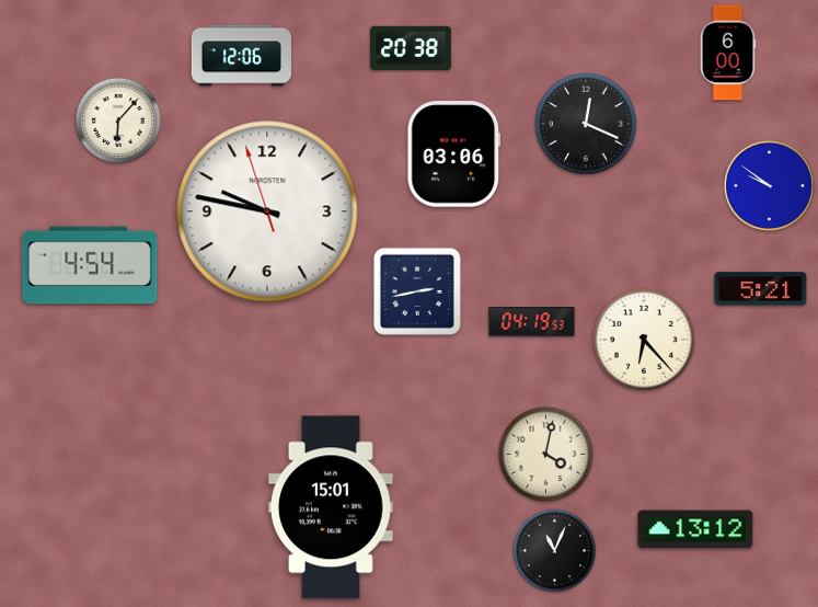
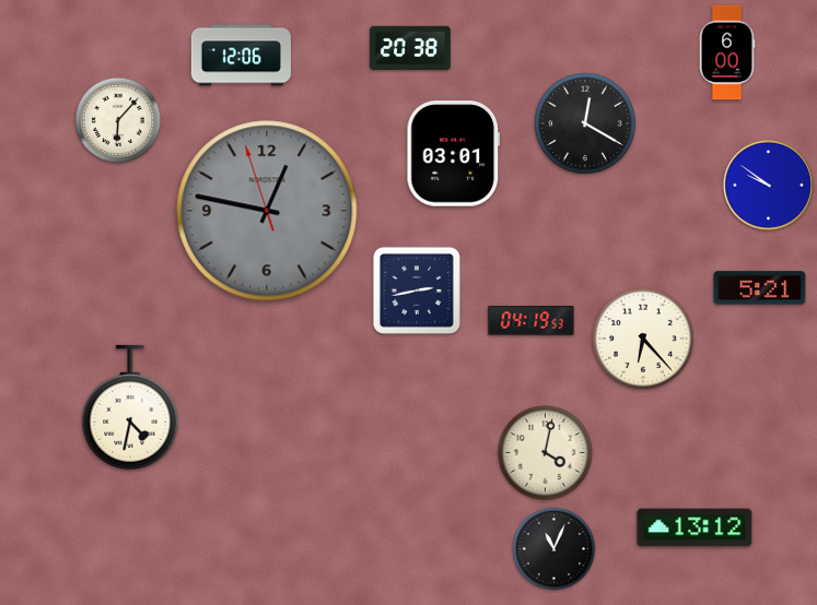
clock at (587, 125): 12:19 -> 12:20
clock at (454, 154): 03:06 -> 03:01
clock at (267, 211): 9:46 -> 12:46
clock at (267, 211) dial: white -> grey
clock at (90, 265): 4:54 -> none
clock at (130, 407): none -> 4:32
clock at (332, 507): 15:01 -> none
